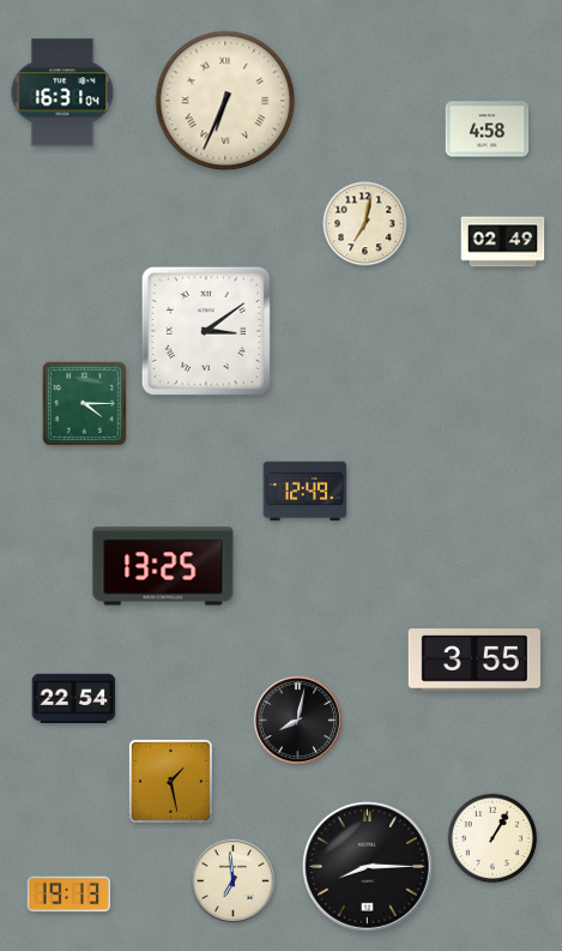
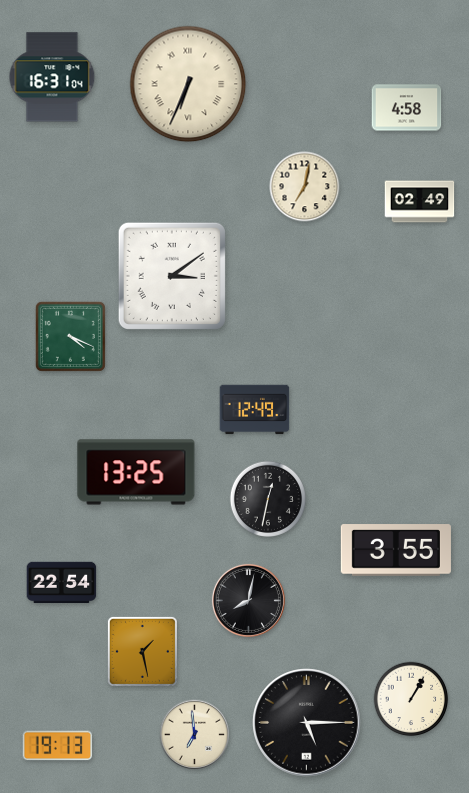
clock at (84, 403): 4:15 -> 4:19
clock at (267, 498): none -> 12:32
clock at (368, 867): 8:15 -> 5:15
